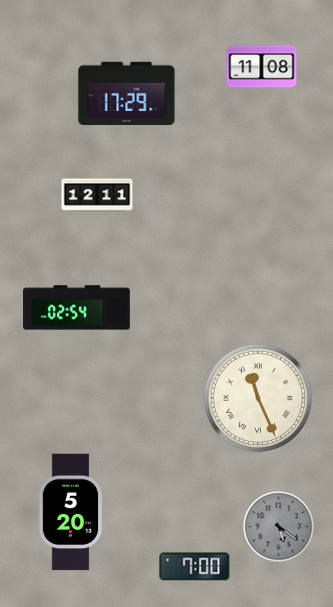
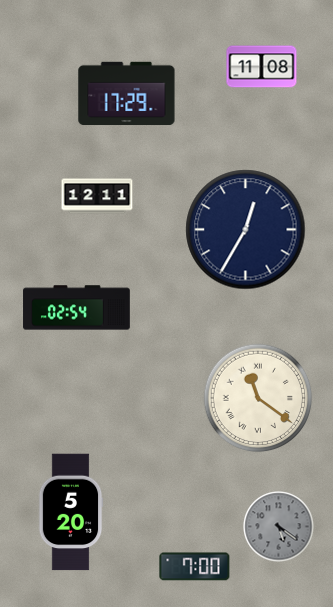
clock at (246, 230): none -> 12:35
clock at (258, 398): 11:26 -> 11:21
